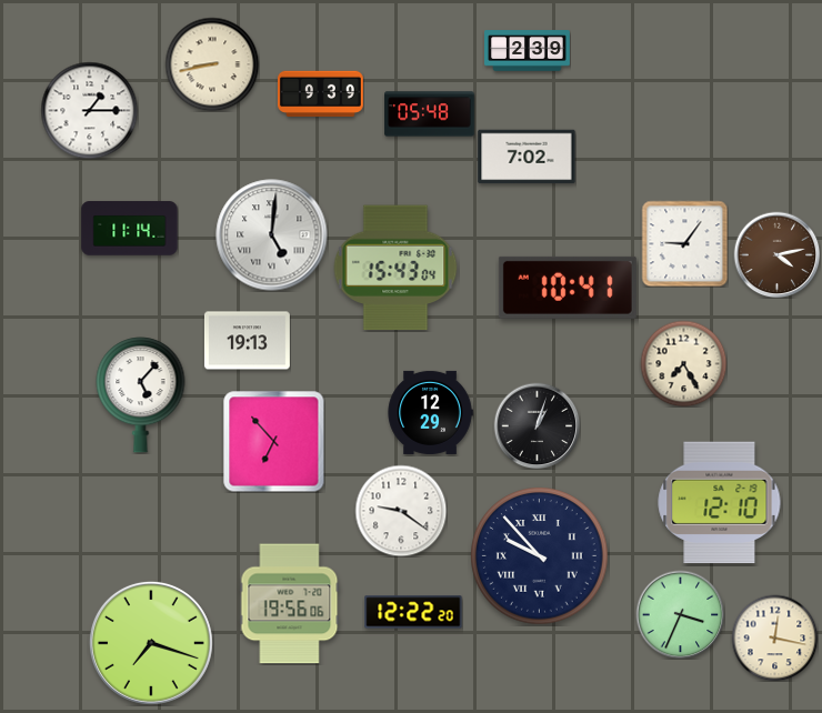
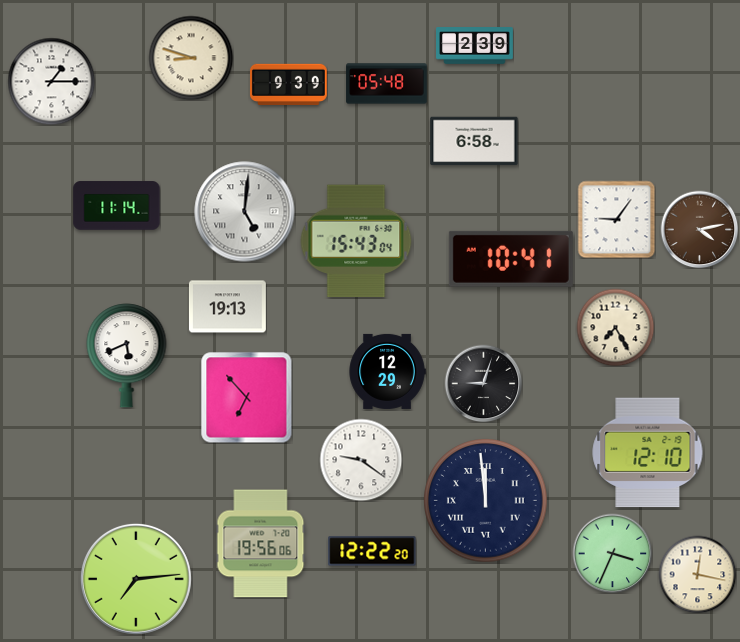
clock at (212, 64): 8:43 -> 8:48
clock at (89, 110) position: (89, 110) -> (51, 81)
clock at (430, 114) position: (430, 114) -> (387, 84)
clock at (527, 157): 7:02 -> 6:58
clock at (247, 341) position: (247, 341) -> (227, 307)
clock at (141, 395): 5:07 -> 5:41
clock at (537, 425): 1:03 -> 9:03
clock at (540, 556): 9:53 -> 11:59
clock at (151, 643): 7:18 -> 7:14
